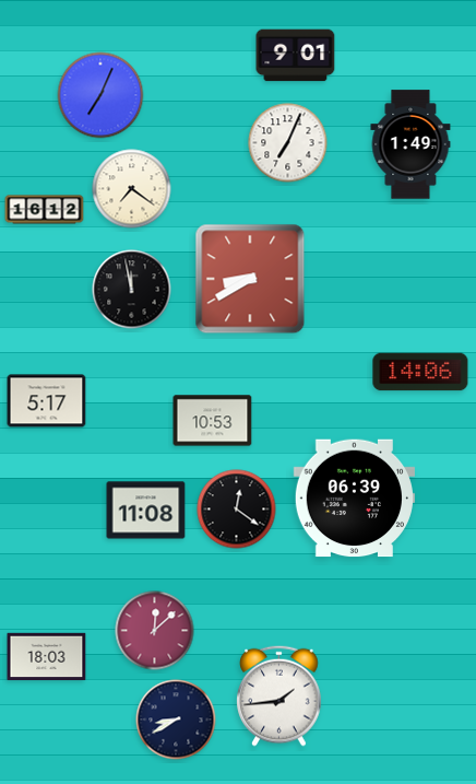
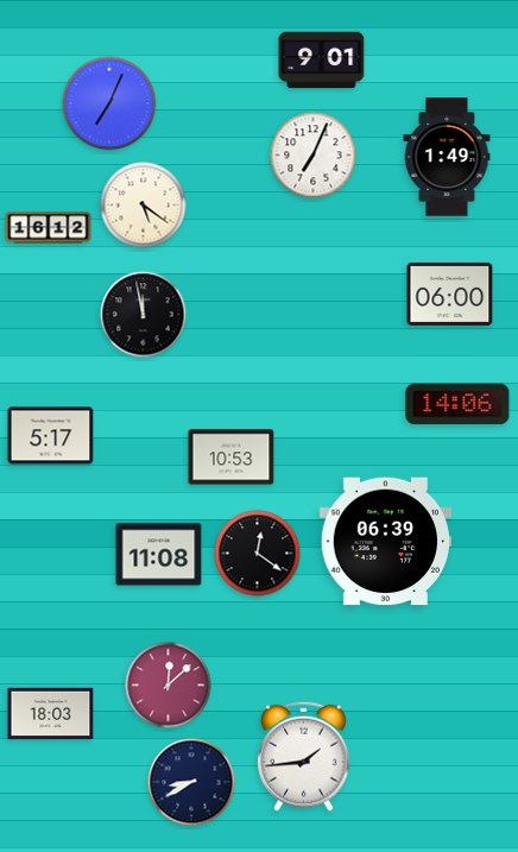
clock at (132, 189): 7:21 -> 5:21
clock at (450, 294): none -> 06:00
clock at (250, 279): 8:40 -> none
